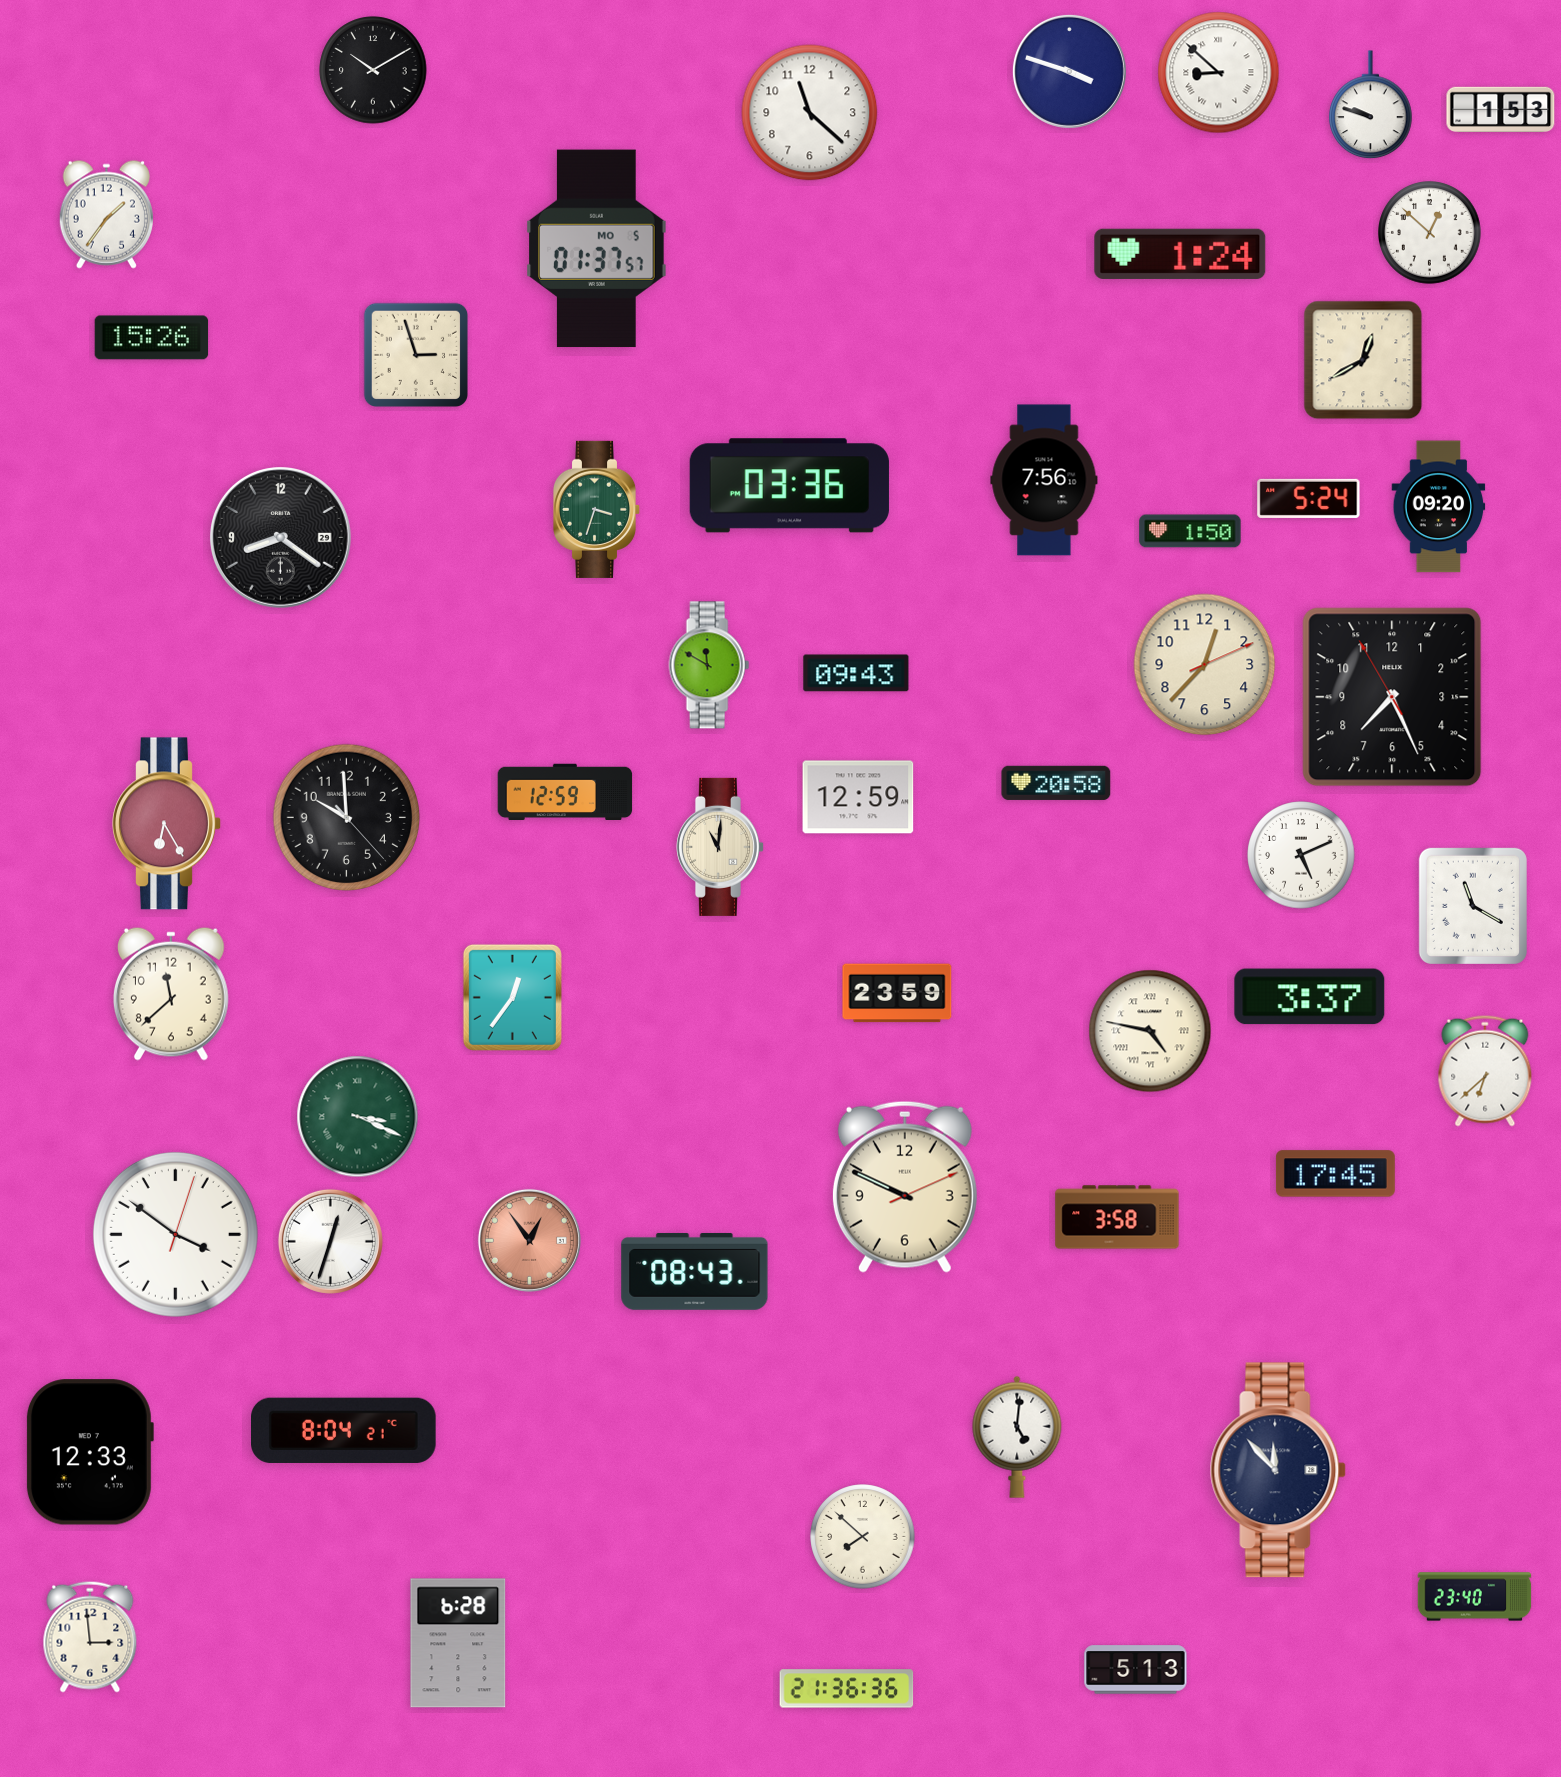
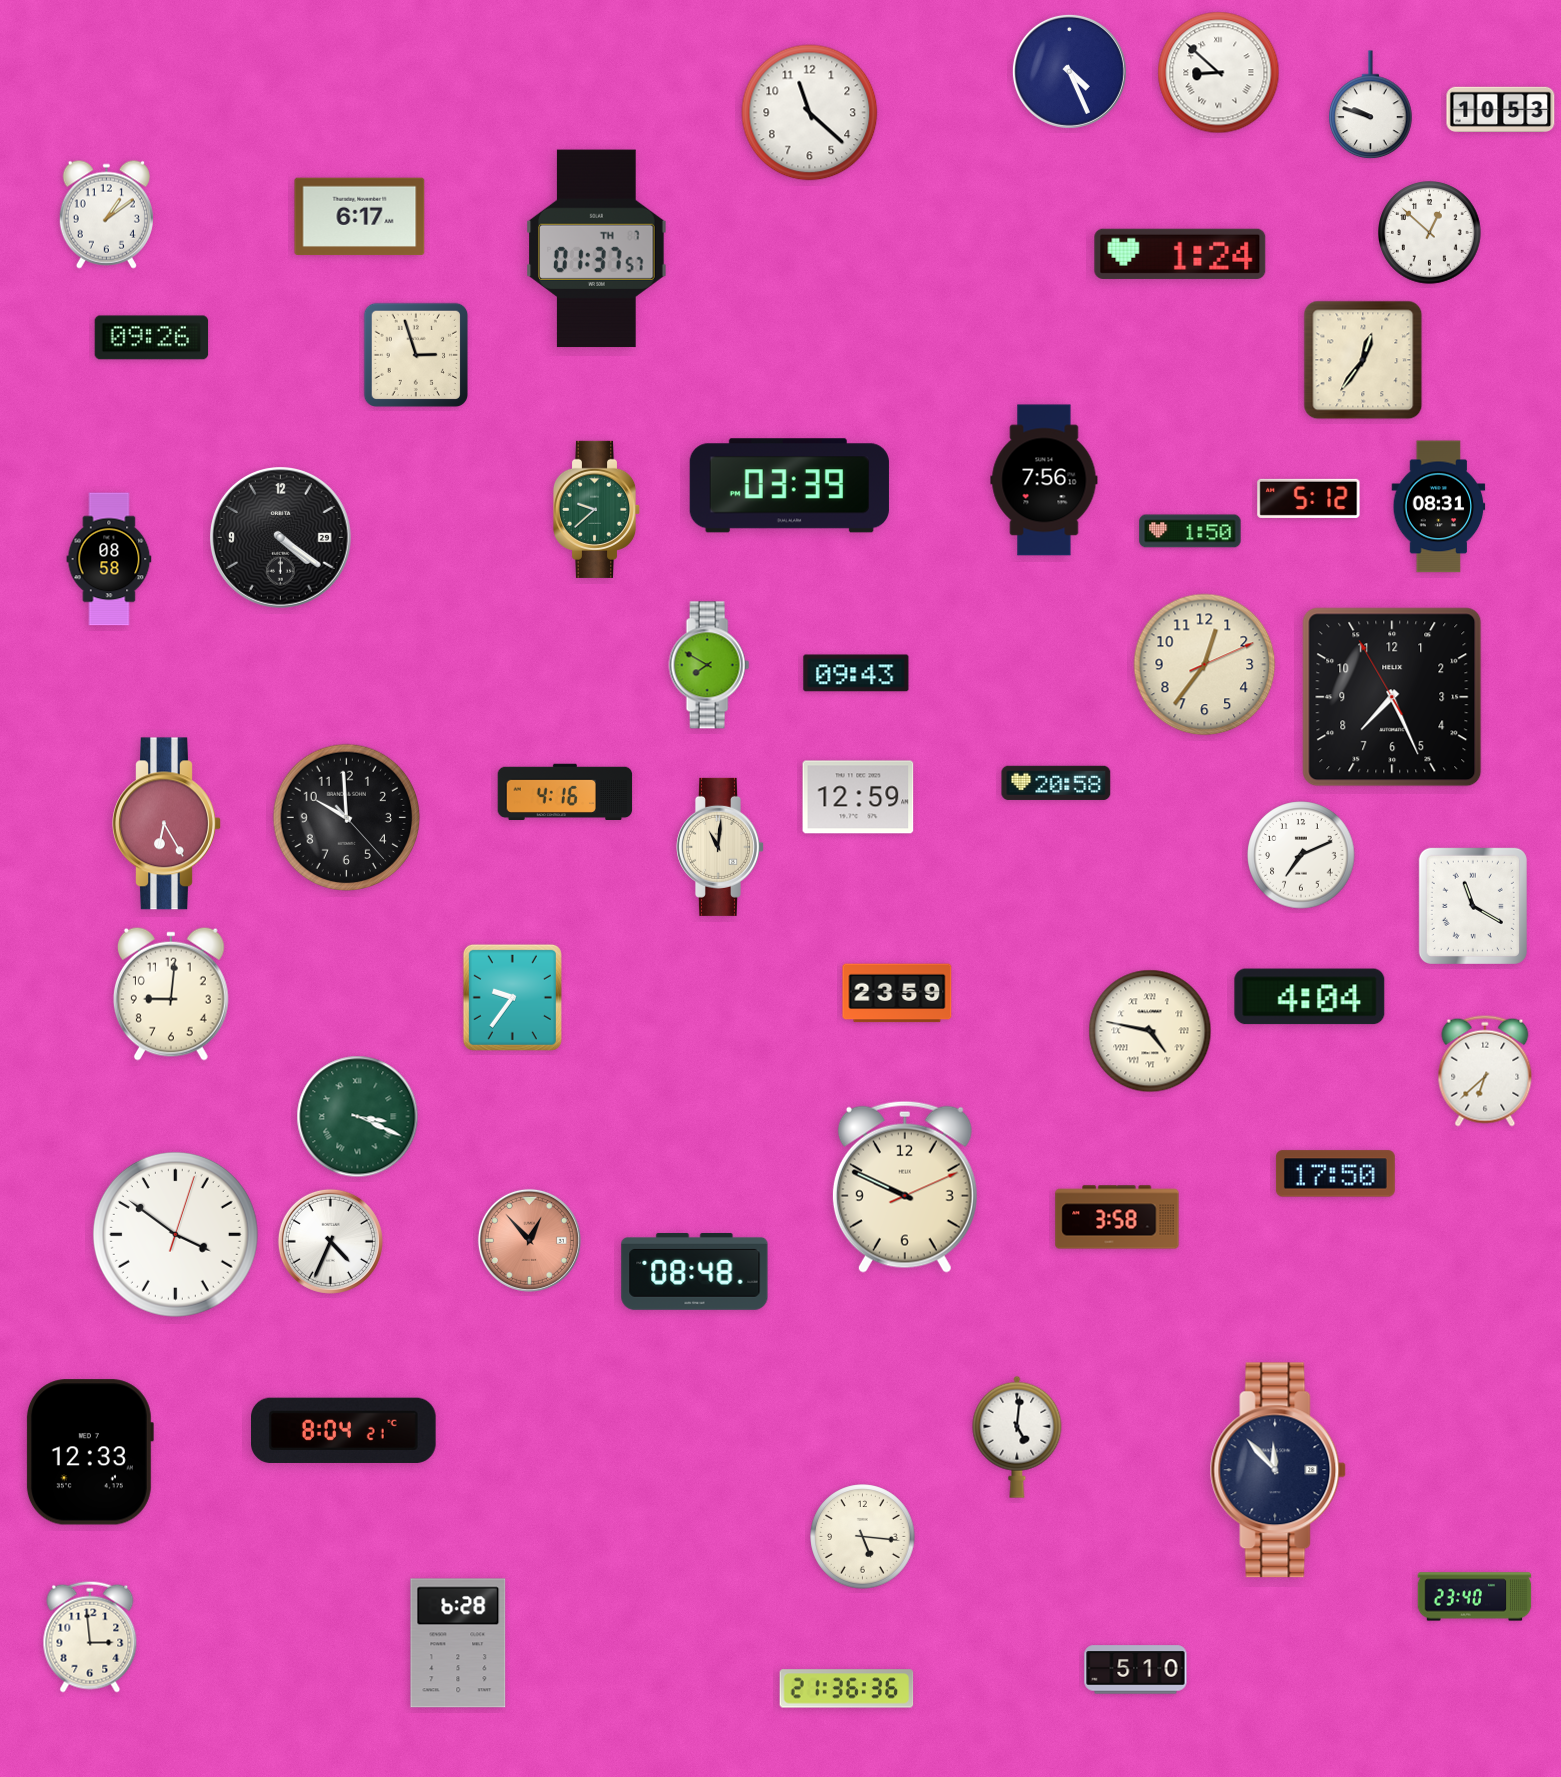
clock at (373, 70): 10:10 -> none
clock at (1069, 71): 3:48 -> 4:26
clock at (1501, 109): 1:53 -> 10:53
clock at (106, 214): 1:36 -> 1:09
clock at (360, 217): none -> 6:17
clock at (597, 249) date: MO 5 -> TH 7
clock at (152, 338): 15:26 -> 09:26
clock at (1363, 360): 12:40 -> 12:36
clock at (789, 486): 03:36 -> 03:39
clock at (1309, 498): 5:24 -> 5:12
clock at (1439, 507): 09:20 -> 08:31
clock at (597, 509): 3:33 -> 9:38
clock at (281, 538): 8:21 -> 4:21
clock at (109, 559): none -> 08:58
clock at (709, 665): 11:50 -> 7:50
clock at (1205, 665): 12:37 -> 12:36
clock at (565, 791): 12:59 -> 4:16
clock at (1301, 855): 5:11 -> 7:11
clock at (171, 994): 11:38 -> 9:01
clock at (512, 997): 12:36 -> 9:36
clock at (1310, 997): 3:37 -> 4:04
clock at (1335, 1174): 17:45 -> 17:50
clock at (529, 1240): 12:54 -> 12:53
clock at (330, 1241): 12:33 -> 4:34
clock at (695, 1271): 08:43 -> 08:48
clock at (863, 1537): 7:52 -> 5:16
clock at (1136, 1670): 5:13 -> 5:10
